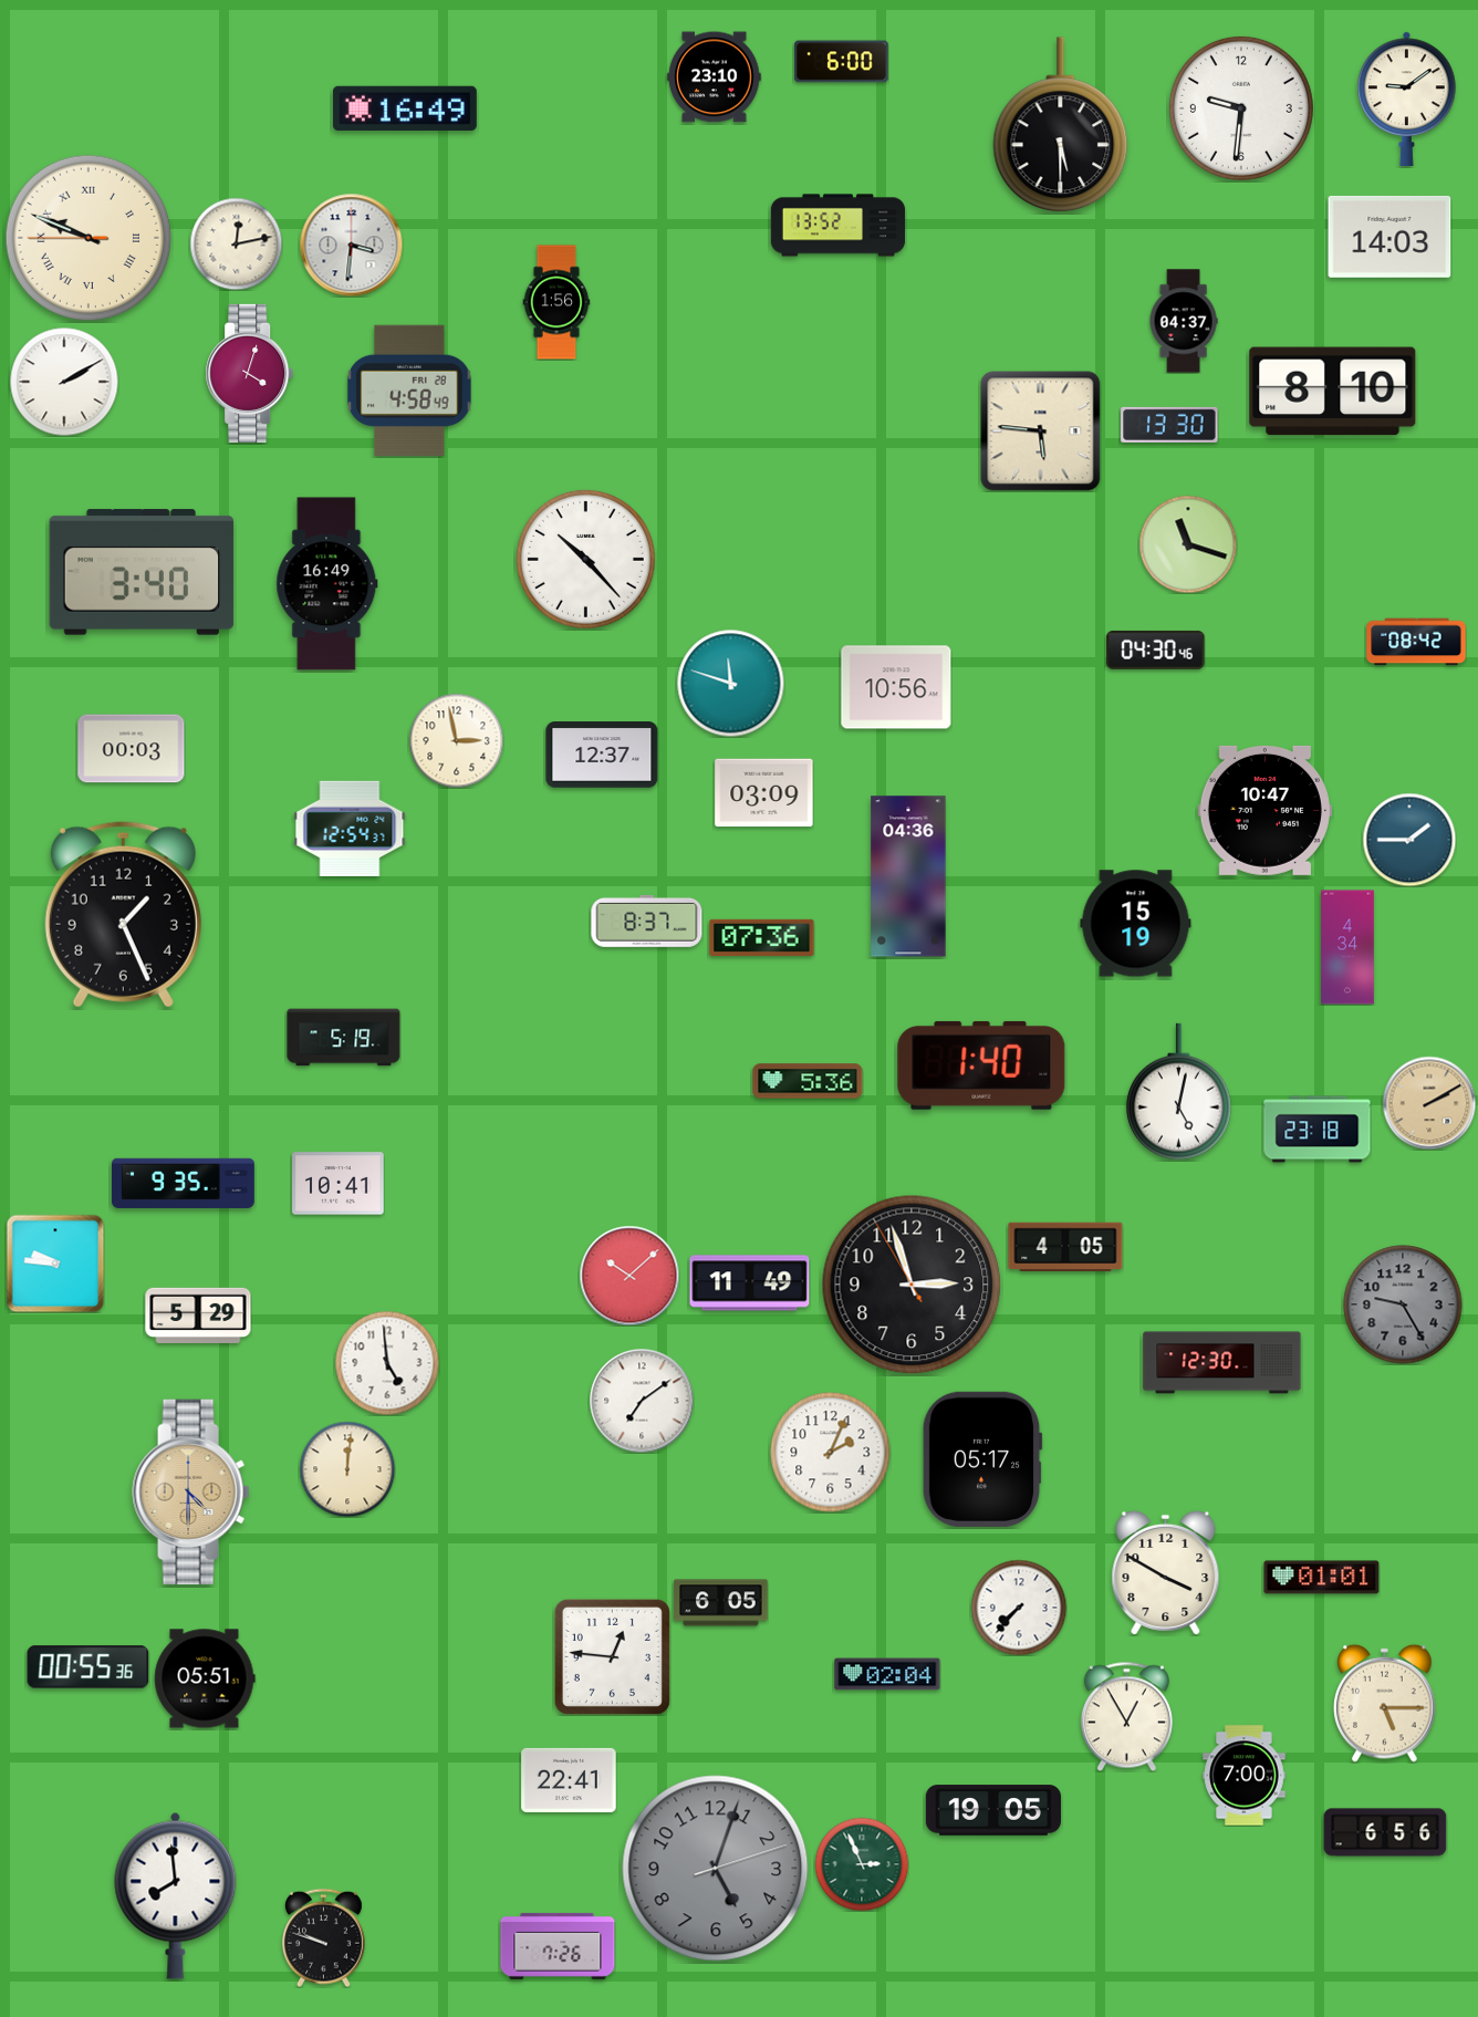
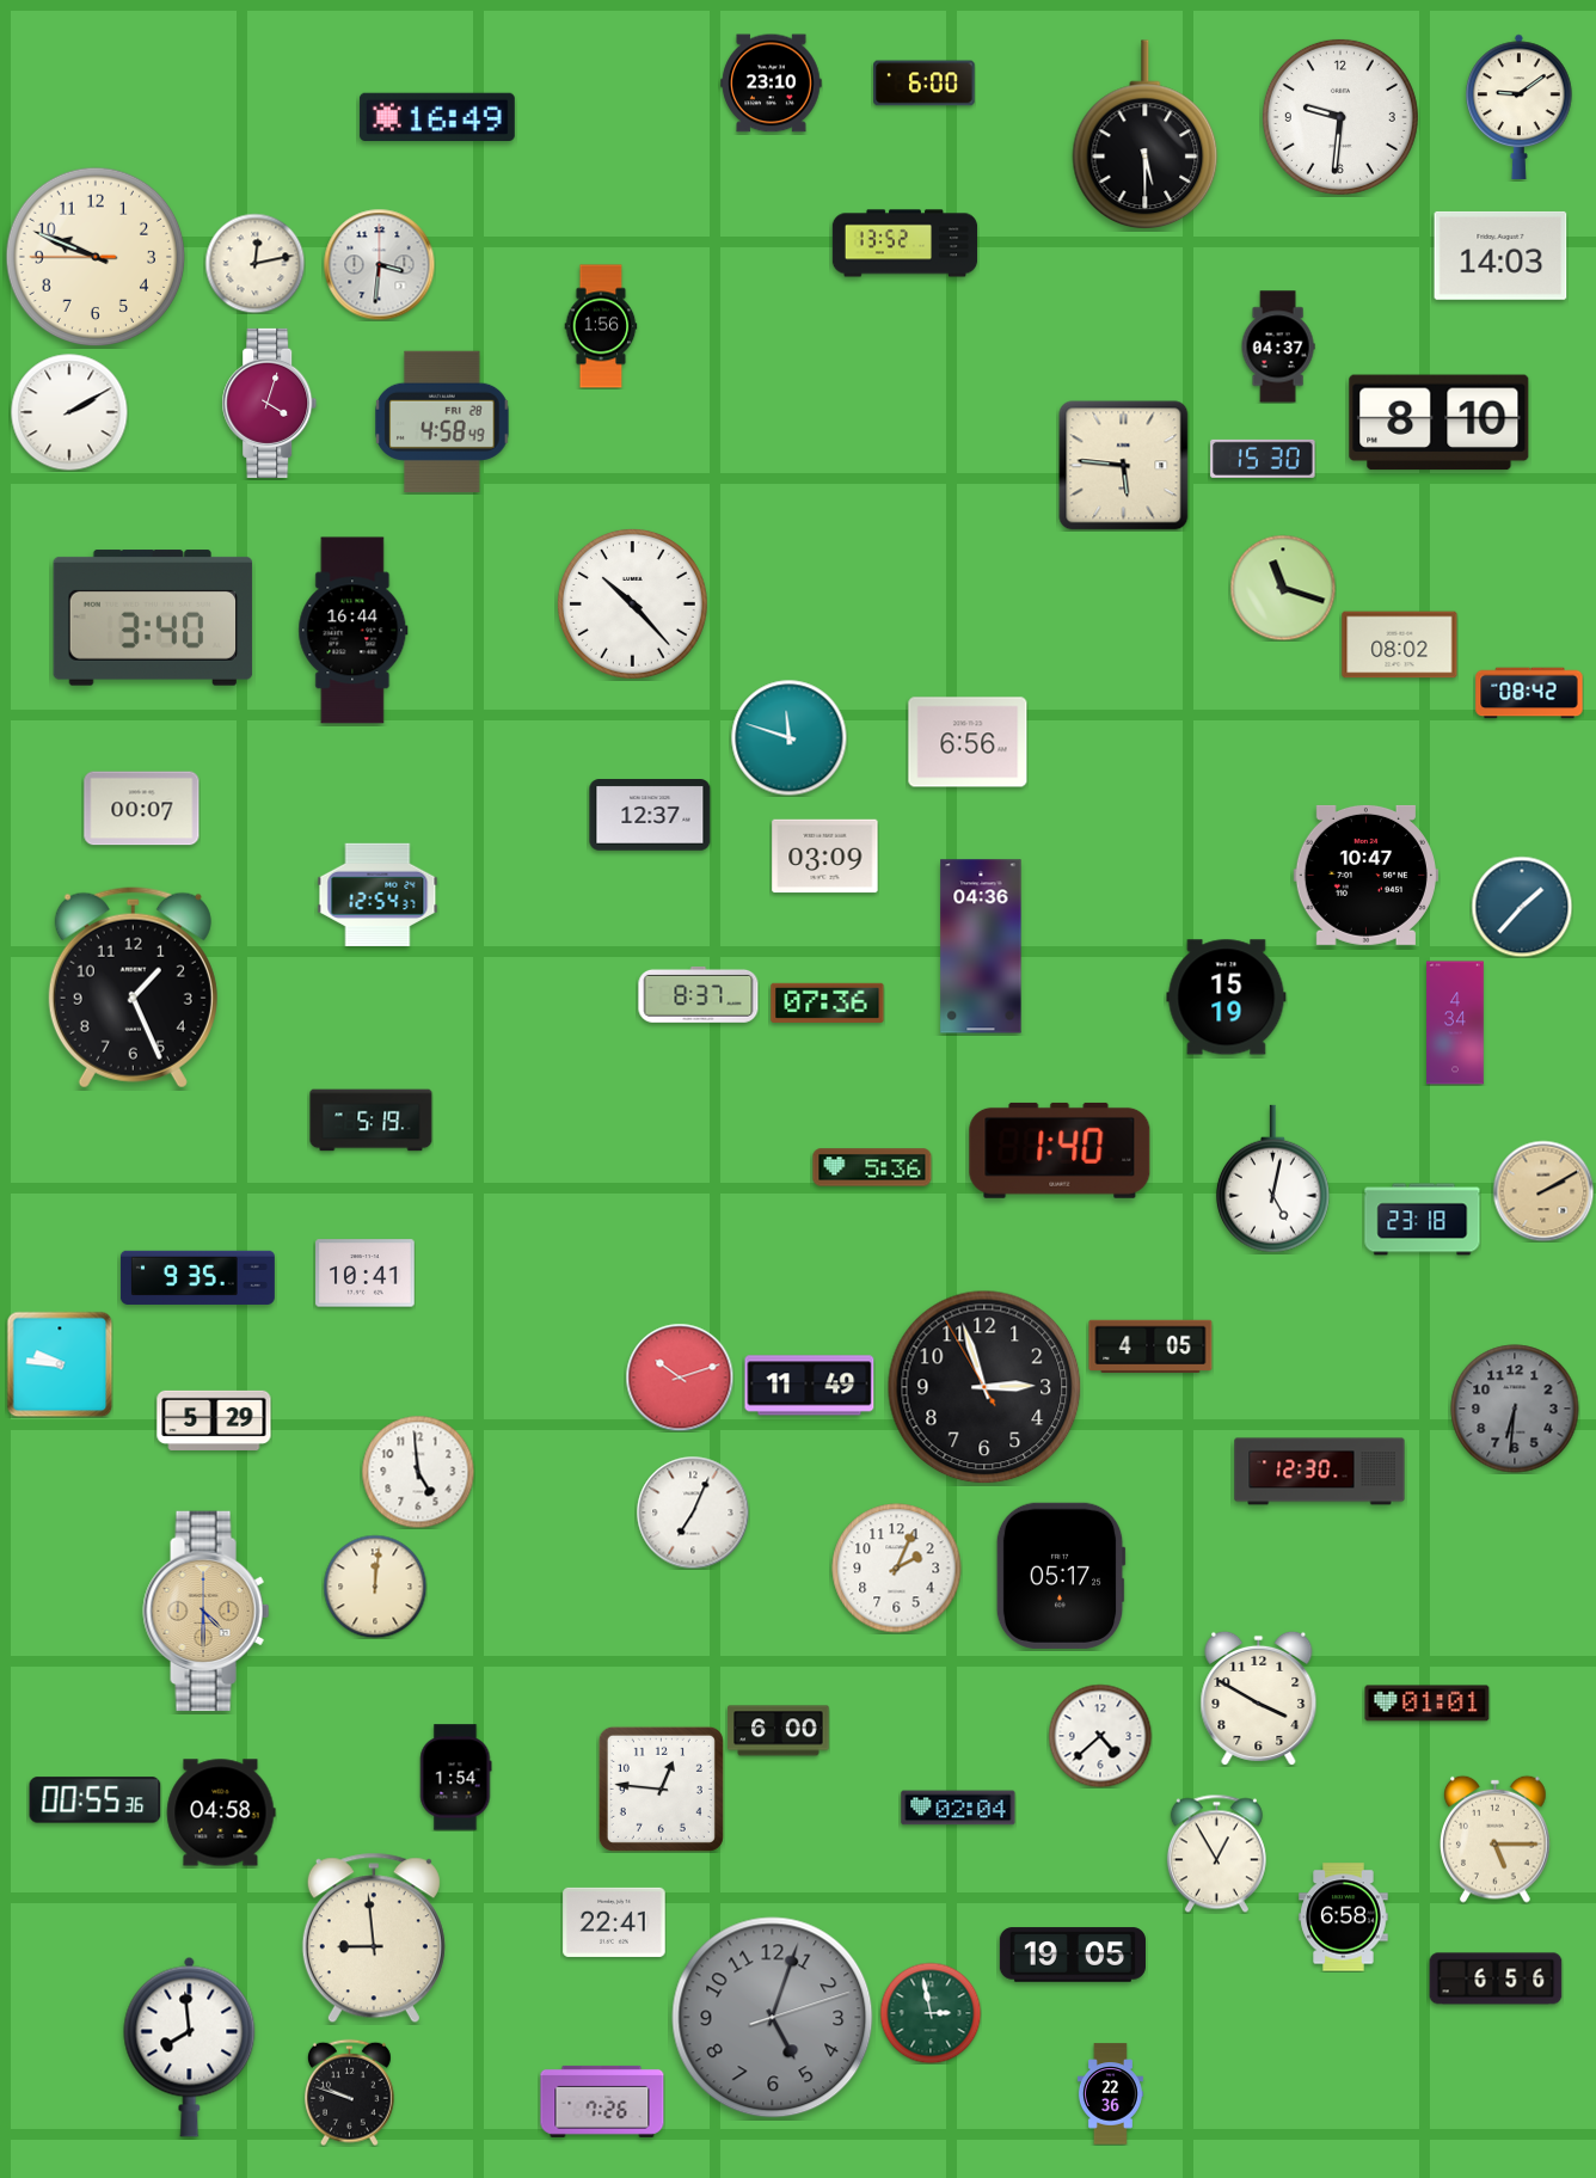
clock at (842, 62) position: (842, 62) -> (925, 84)
clock at (89, 238) numerals: Roman -> Arabic
clock at (1169, 425): 13:30 -> 15:30
clock at (327, 584): 16:49 -> 16:44
clock at (1400, 645): none -> 08:02
clock at (1156, 651): 04:30 -> none
clock at (896, 687): 10:56 -> 6:56
clock at (456, 740): 2:58 -> none
clock at (132, 749): 00:03 -> 00:07
clock at (1409, 840): 1:45 -> 1:37
clock at (762, 937) position: (762, 937) -> (828, 1002)
clock at (339, 1184) position: (339, 1184) -> (366, 1274)
clock at (629, 1276): 10:08 -> 10:12
clock at (1403, 1304): 9:25 -> 6:31
clock at (642, 1401): 7:09 -> 7:04
clock at (721, 1603): 6:05 -> 6:00
clock at (1019, 1608): 7:37 -> 4:38
clock at (456, 1778): none -> 1:54
clock at (205, 1678): 05:51 -> 04:58
clock at (1245, 1776): 7:00 -> 6:58
clock at (374, 1938): none -> 8:59
clock at (862, 1864): 2:56 -> 2:58
clock at (1110, 2094): none -> 22:36
